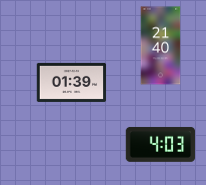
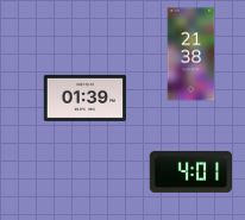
clock at (161, 46): 21:40 -> 21:38
clock at (161, 144): 4:03 -> 4:01
